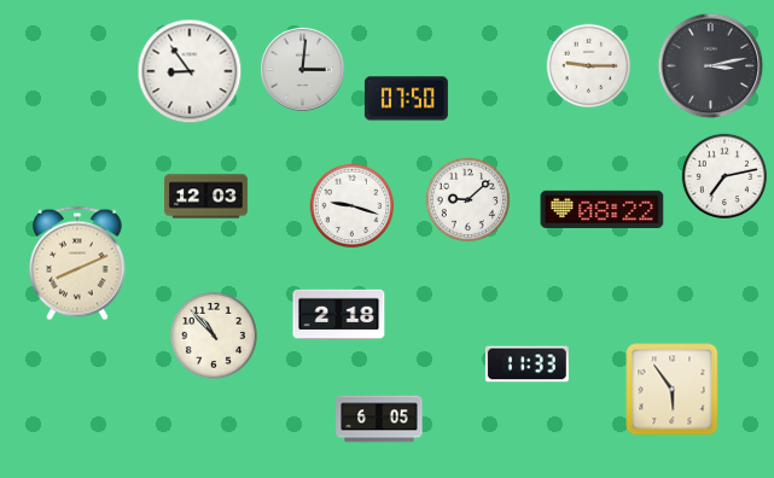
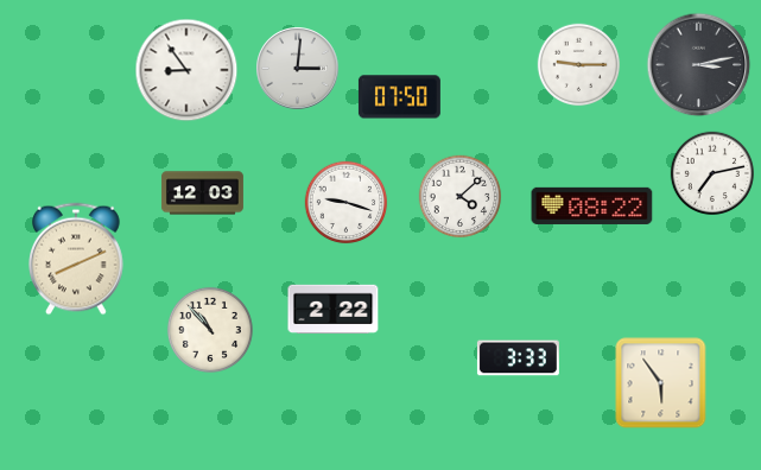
clock at (469, 200): 9:08 -> 4:08
clock at (339, 315): 2:18 -> 2:22
clock at (526, 365): 11:33 -> 3:33
clock at (379, 419): 6:05 -> none
